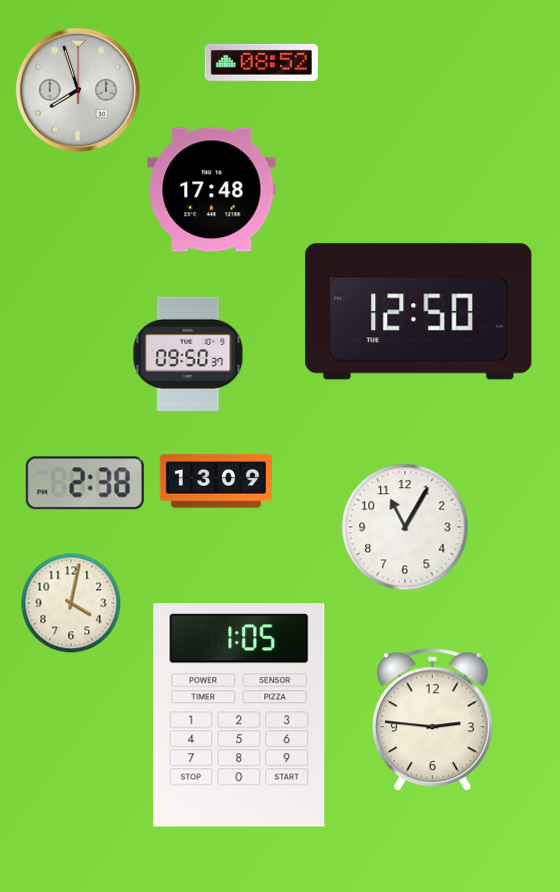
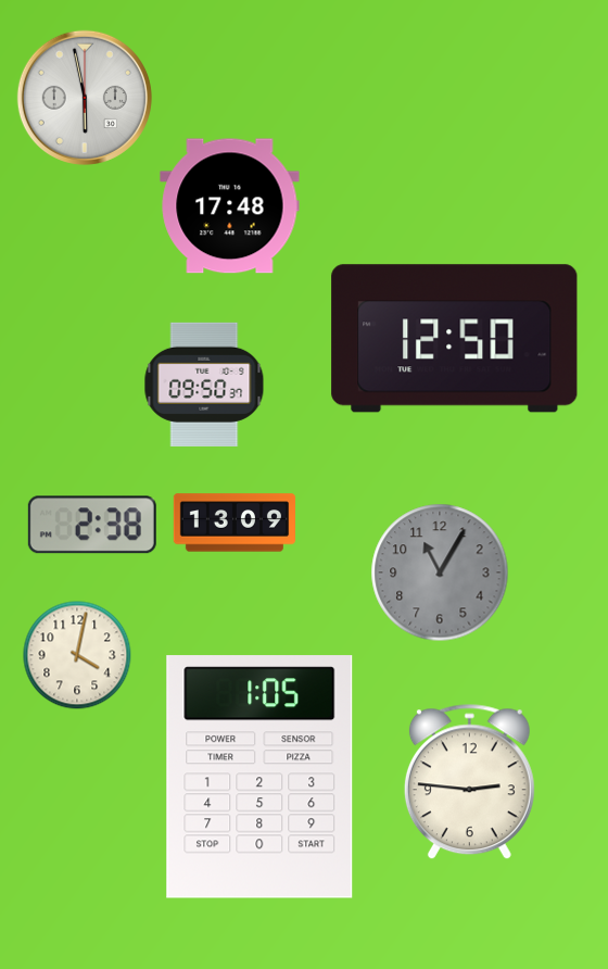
clock at (261, 62): 08:52 -> none
clock at (78, 90): 7:57 -> 5:58
clock at (405, 527) dial: white -> grey
